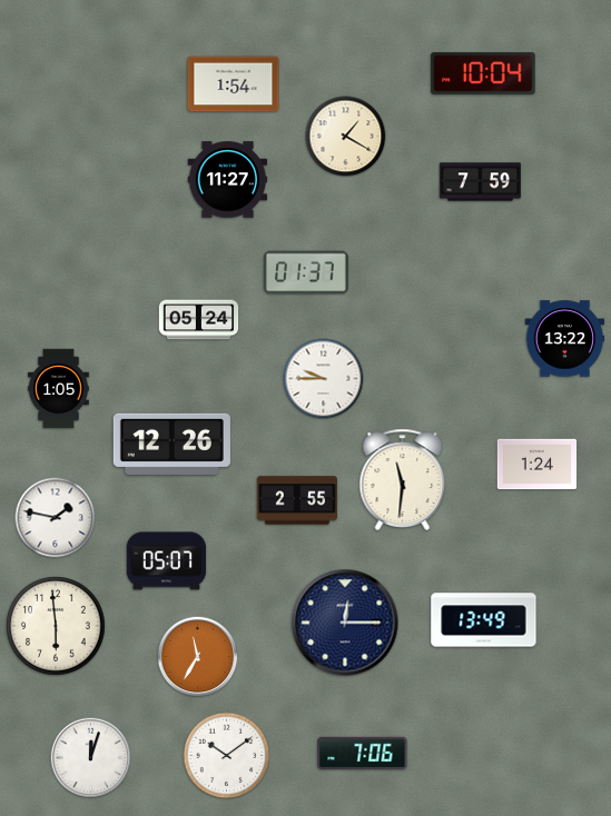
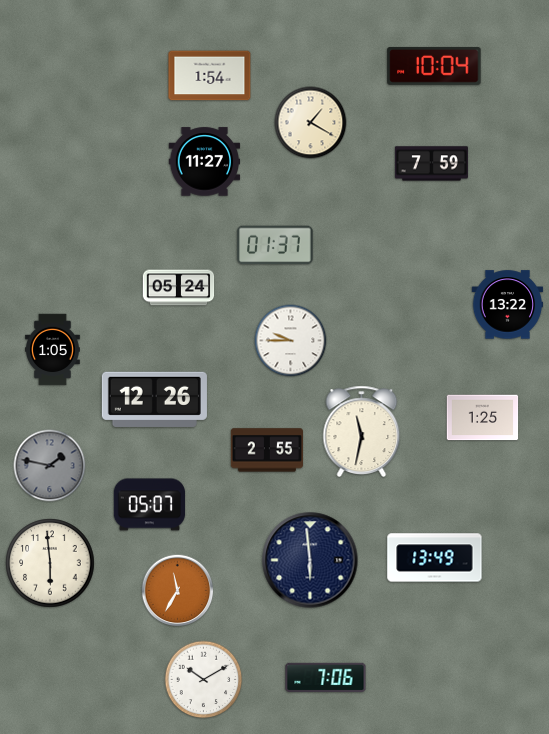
clock at (538, 465): 1:24 -> 1:25
clock at (403, 479): 11:31 -> 11:32
clock at (56, 518) dial: white -> grey
clock at (345, 623): 12:15 -> 5:59
clock at (227, 756): 10:09 -> 10:10
clock at (91, 758): 12:03 -> none
